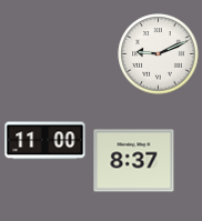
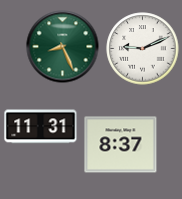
clock at (63, 47): none -> 8:26
clock at (46, 141): 11:00 -> 11:31
